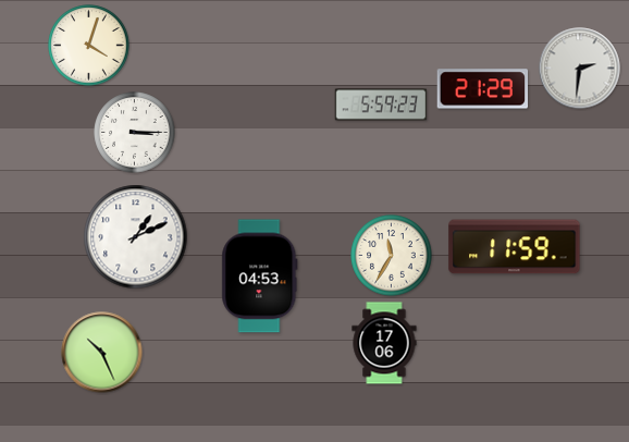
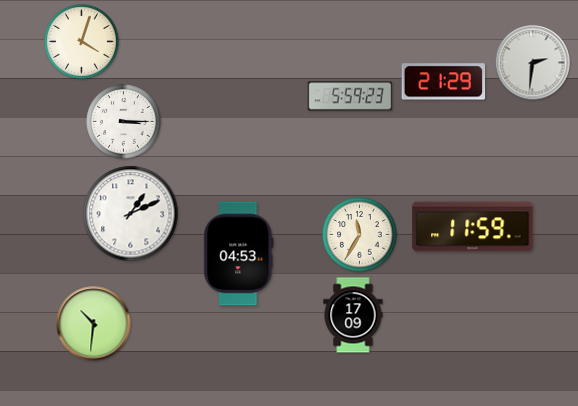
clock at (136, 237) position: (136, 237) -> (131, 214)
clock at (384, 343): 17:06 -> 17:09
clock at (102, 353): 10:26 -> 10:31
